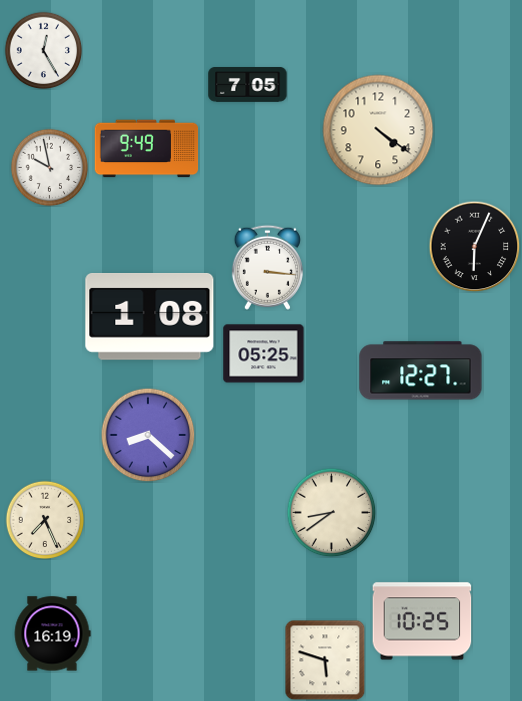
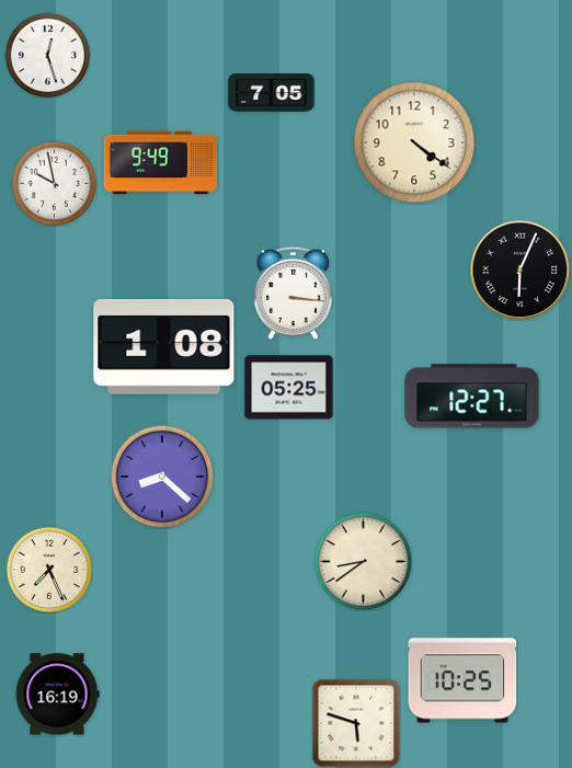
clock at (43, 50): 12:25 -> 12:27
clock at (421, 371) position: (421, 371) -> (472, 397)
